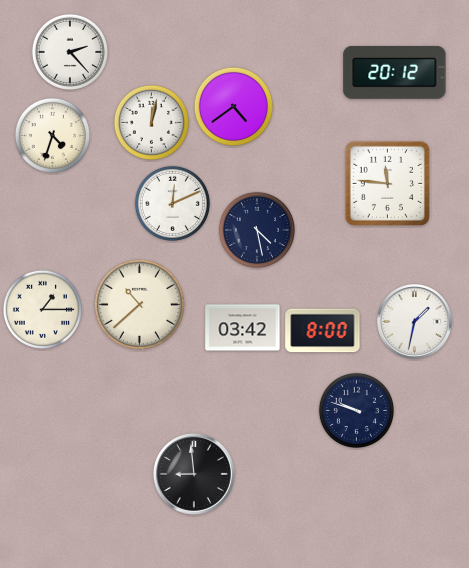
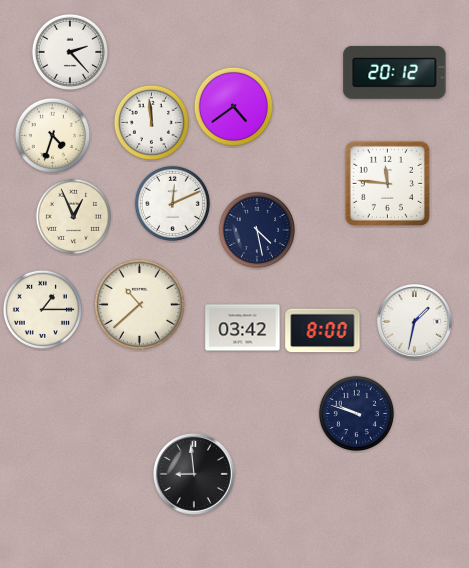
clock at (151, 122): 12:02 -> 11:59
clock at (73, 216): none -> 12:56
clock at (356, 410) position: (356, 410) -> (356, 413)
